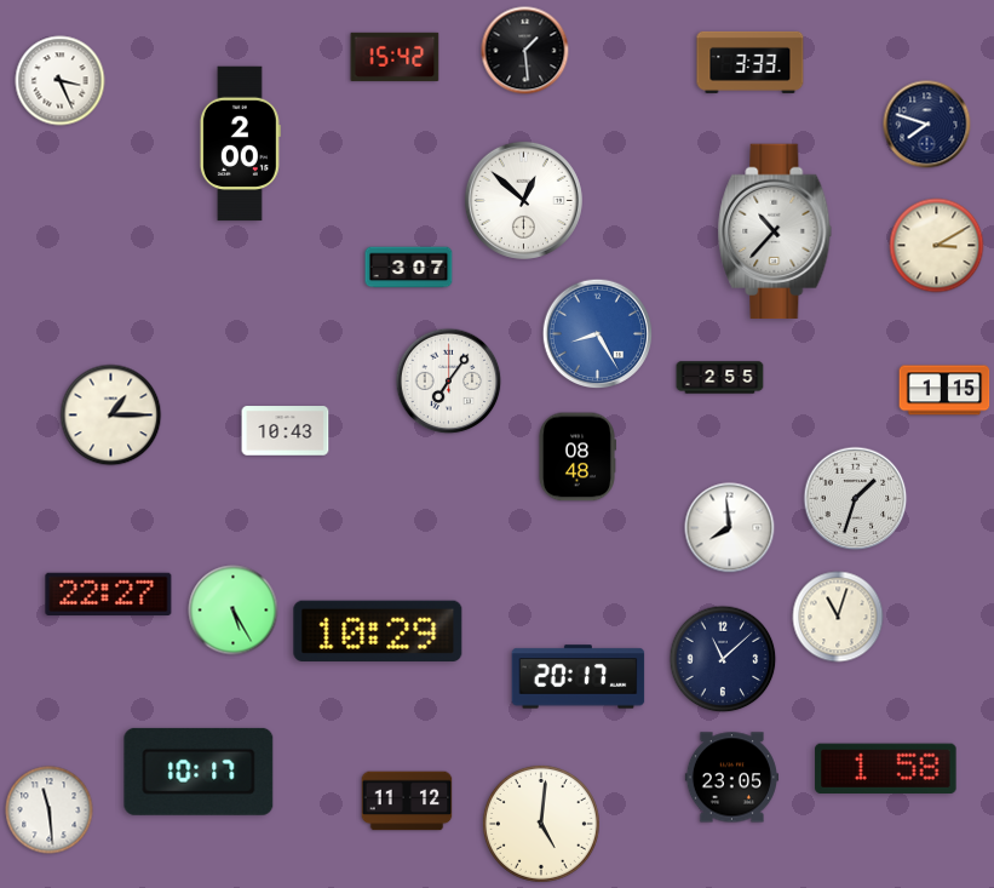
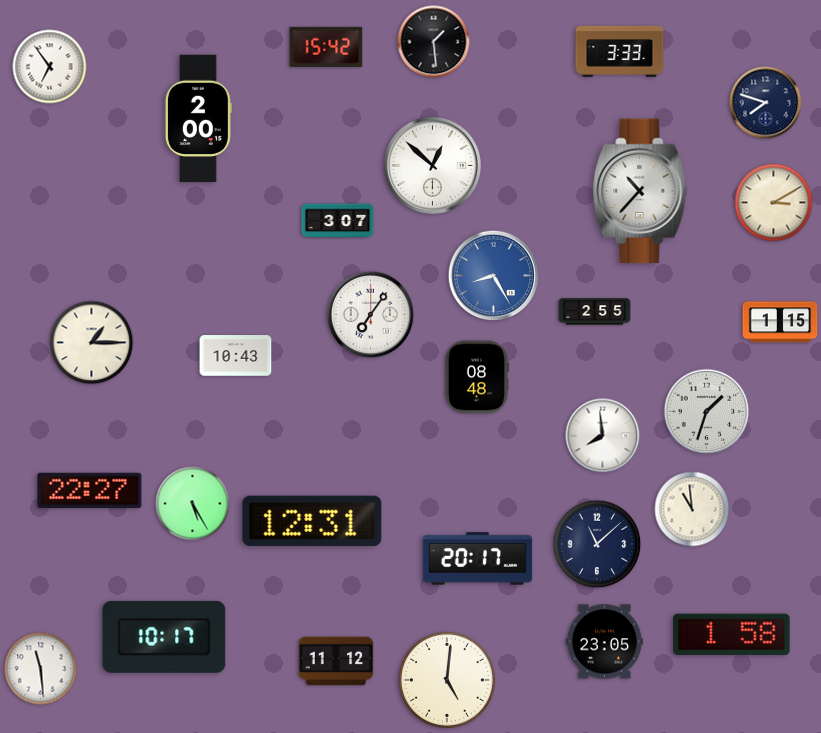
clock at (61, 81): 3:26 -> 6:54
clock at (838, 617): 11:03 -> 10:59
clock at (378, 631): 10:29 -> 12:31
